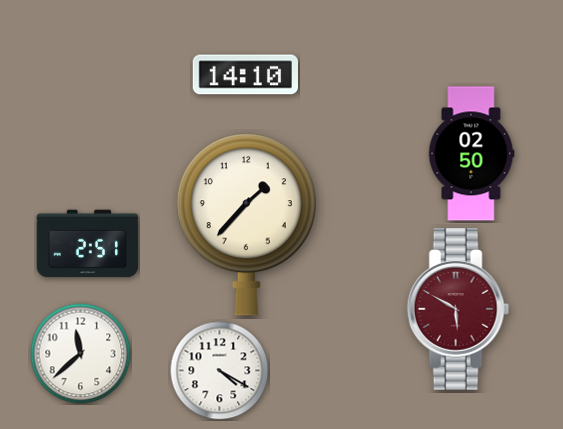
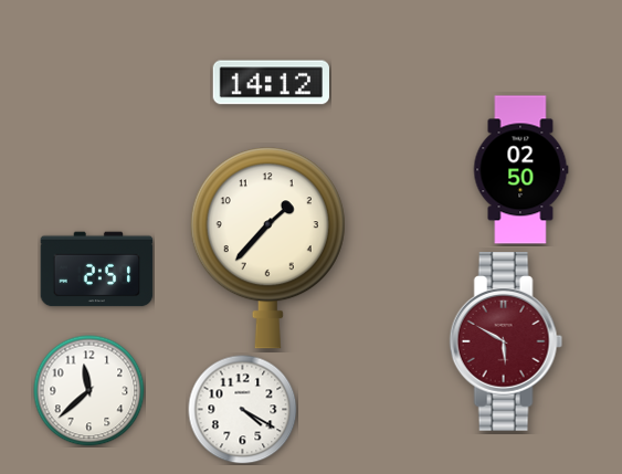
clock at (245, 75): 14:10 -> 14:12
clock at (246, 225) position: (246, 225) -> (267, 249)
